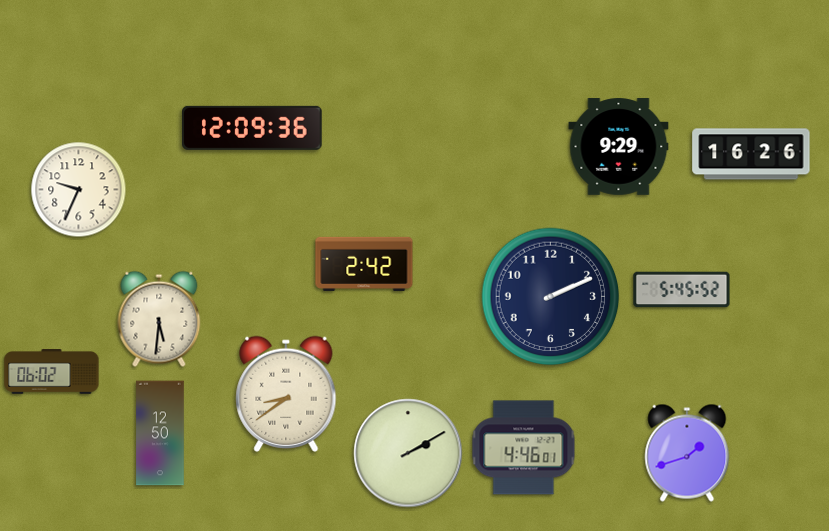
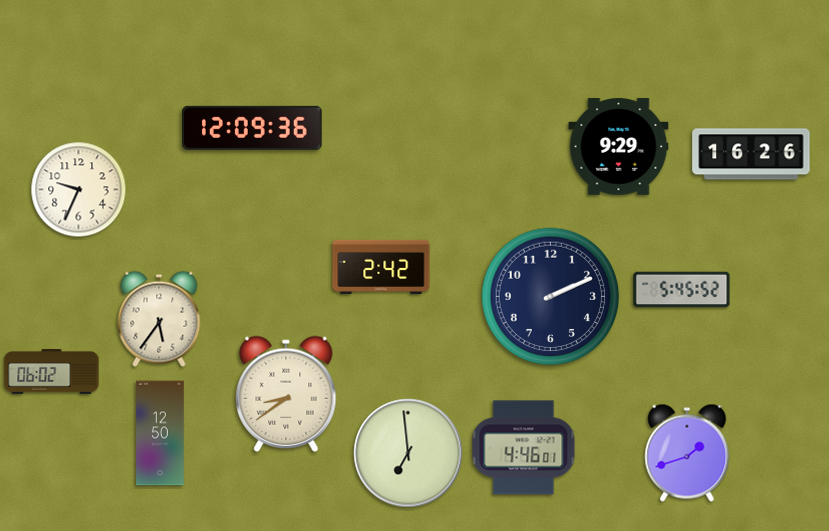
clock at (364, 264) position: (364, 264) -> (381, 267)
clock at (159, 319): 5:31 -> 5:36
clock at (408, 453): 2:10 -> 6:59
